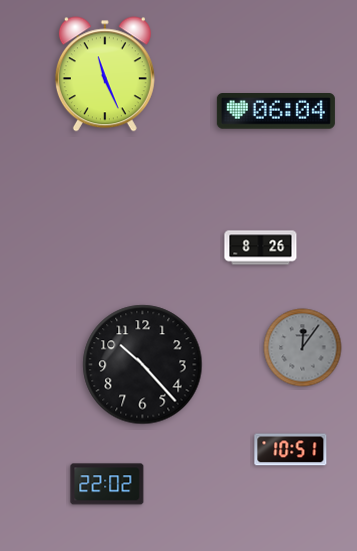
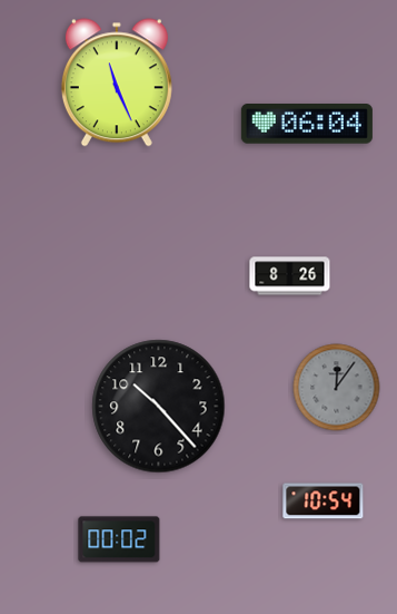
clock at (291, 450): 10:51 -> 10:54
clock at (107, 484): 22:02 -> 00:02
